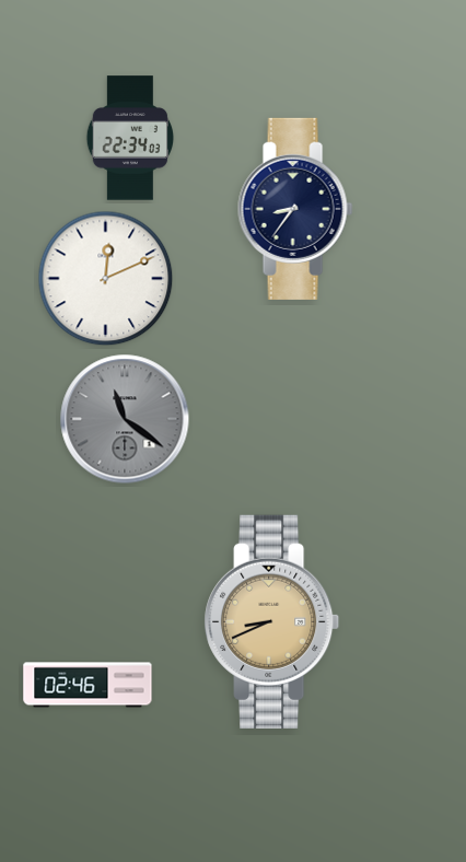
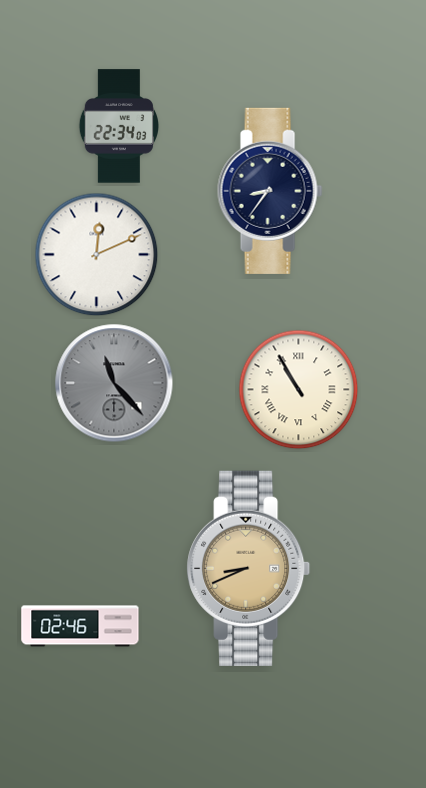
clock at (125, 419): 11:21 -> 11:23
clock at (299, 390): none -> 10:55
